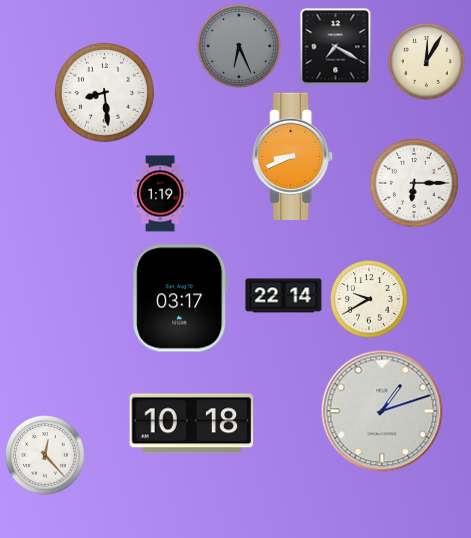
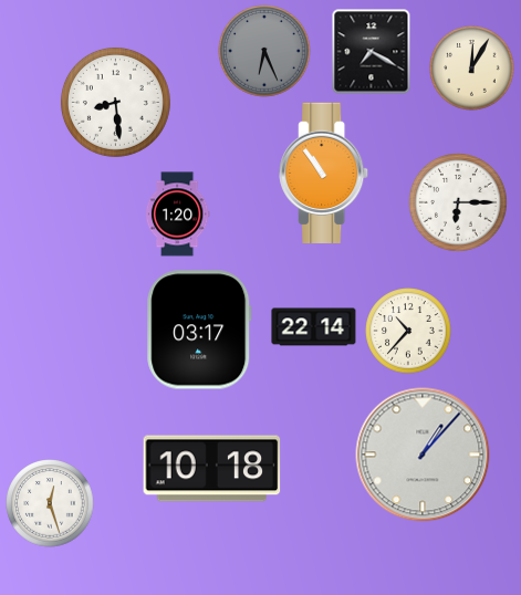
clock at (293, 156): 8:41 -> 10:54
clock at (160, 194): 1:19 -> 1:20
clock at (369, 299): 9:40 -> 10:37
clock at (382, 411): 1:12 -> 1:07
clock at (45, 455): 12:23 -> 12:27
